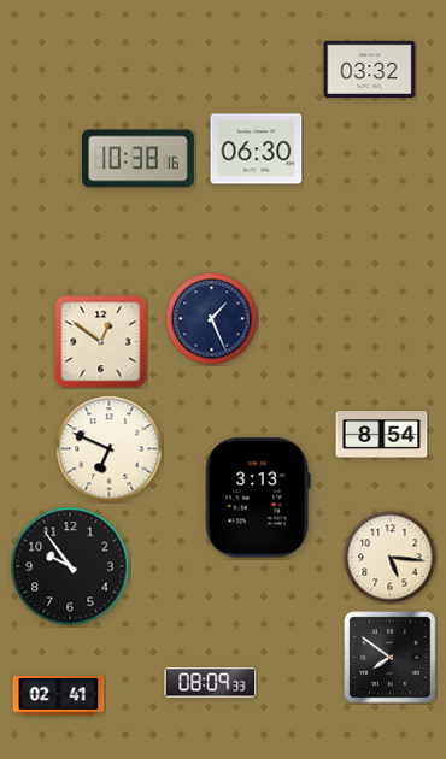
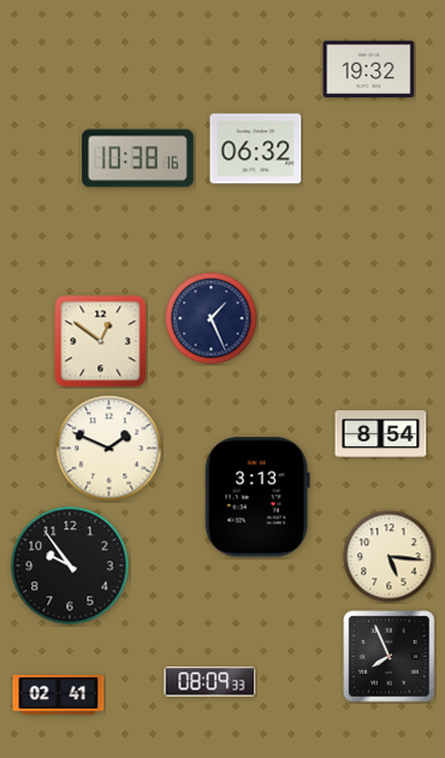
clock at (370, 69): 03:32 -> 19:32
clock at (257, 149): 06:30 -> 06:32
clock at (110, 449): 6:49 -> 1:49
clock at (391, 658): 7:51 -> 7:56
